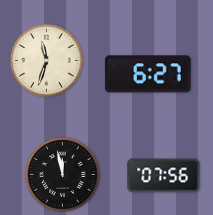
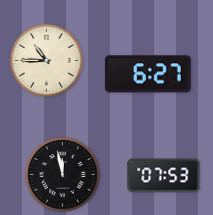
clock at (47, 61): 11:33 -> 10:45
clock at (164, 176): 07:56 -> 07:53
